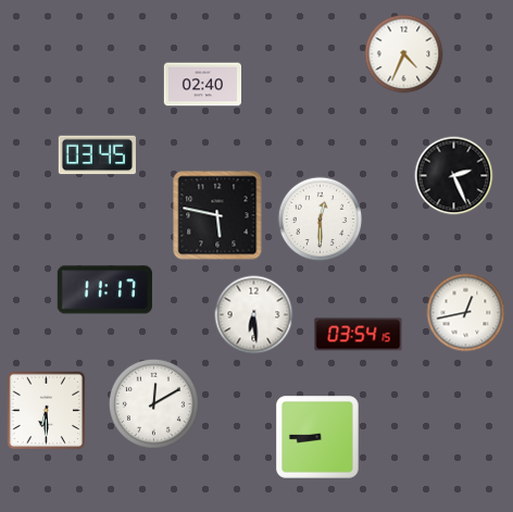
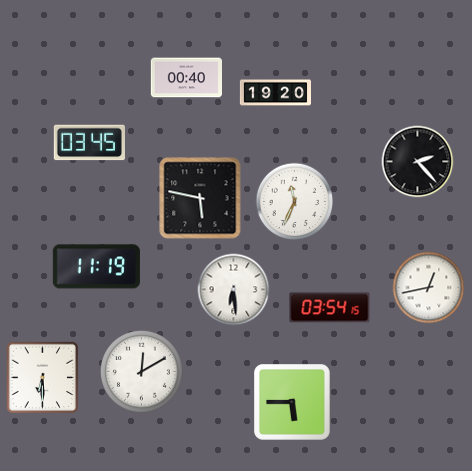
clock at (404, 54): 4:34 -> none
clock at (202, 85): 02:40 -> 00:40
clock at (275, 93): none -> 19:20
clock at (454, 176): 2:26 -> 2:23
clock at (321, 220): 12:30 -> 11:34
clock at (104, 290): 11:17 -> 11:19
clock at (318, 438): 8:45 -> 5:45
